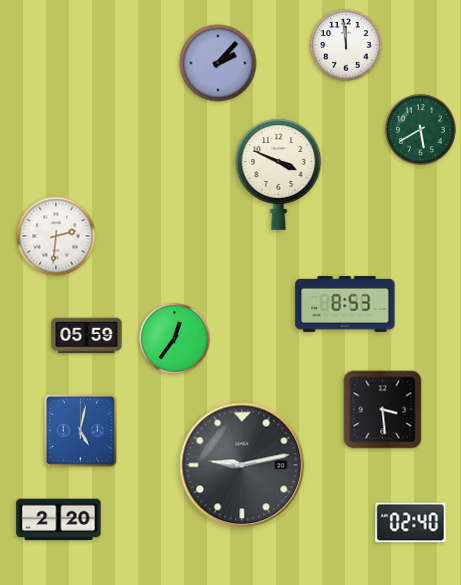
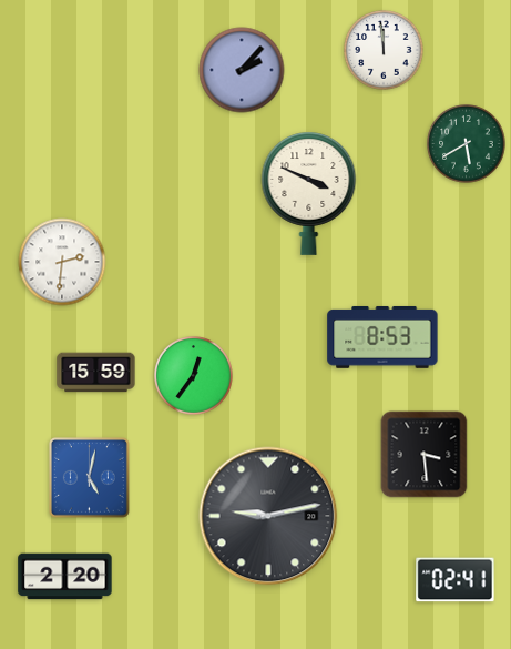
clock at (87, 336): 05:59 -> 15:59
clock at (411, 523): 02:40 -> 02:41
